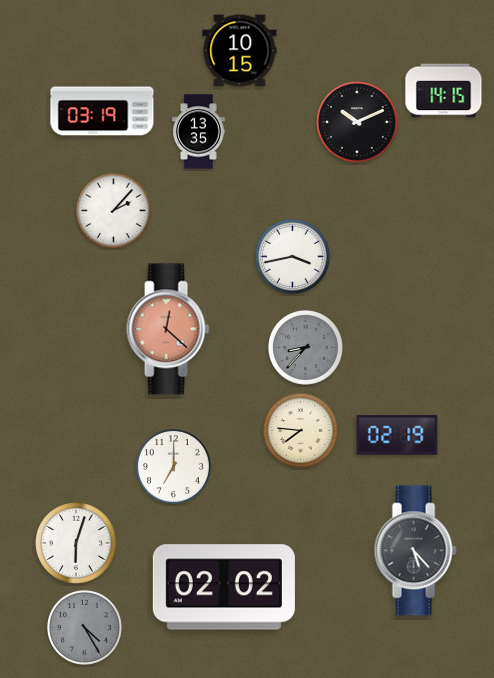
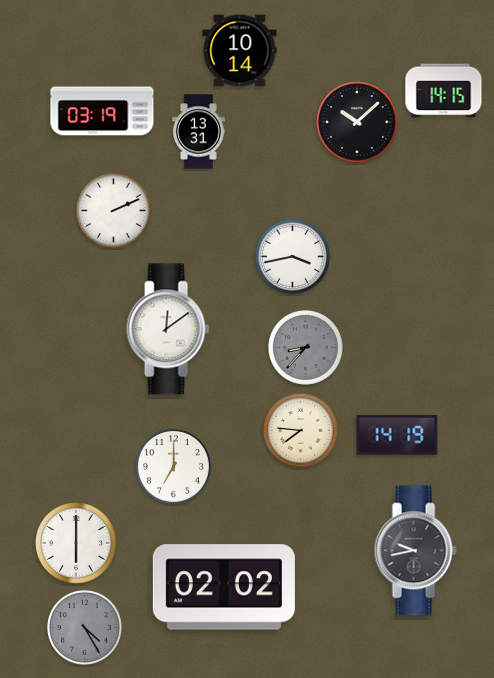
clock at (240, 51): 10:15 -> 10:14
clock at (358, 123): 10:11 -> 10:08
clock at (199, 132): 13:35 -> 13:31
clock at (113, 210): 2:07 -> 2:11
clock at (168, 329): 12:22 -> 12:09
clock at (168, 329) dial: salmon -> white
clock at (397, 435): 02:19 -> 14:19
clock at (77, 544): 6:03 -> 6:00
clock at (415, 551): 5:23 -> 9:43
